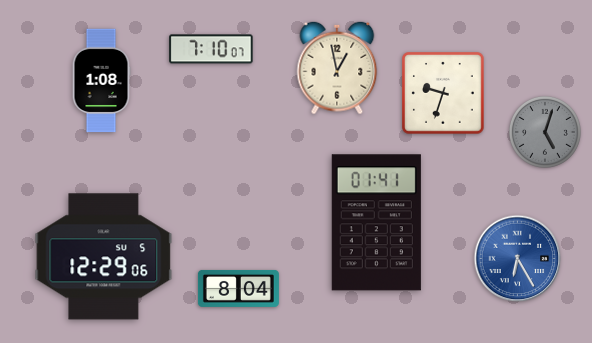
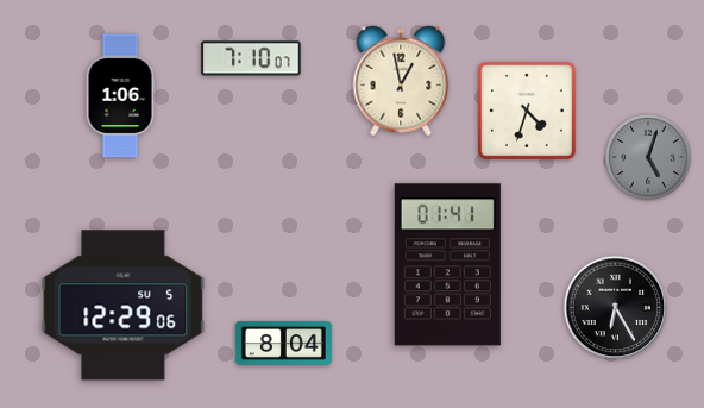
clock at (101, 81): 1:08 -> 1:06
clock at (443, 93): 9:33 -> 4:33
clock at (518, 259) dial: blue -> black
